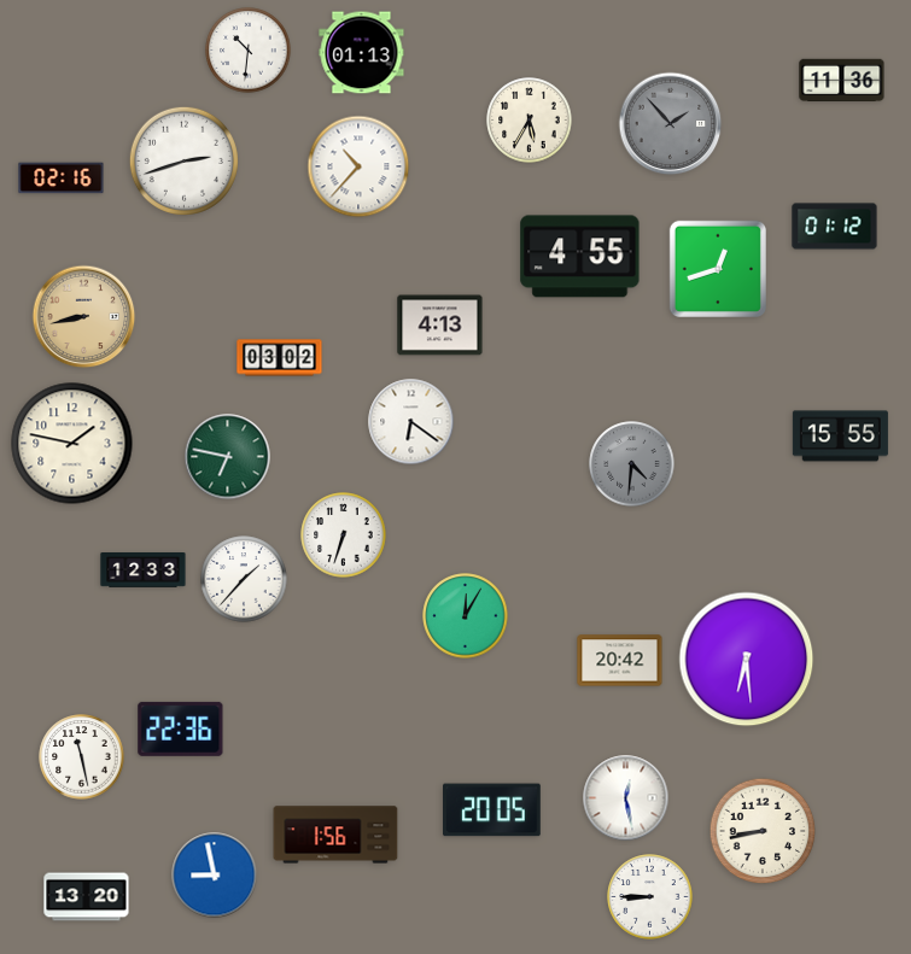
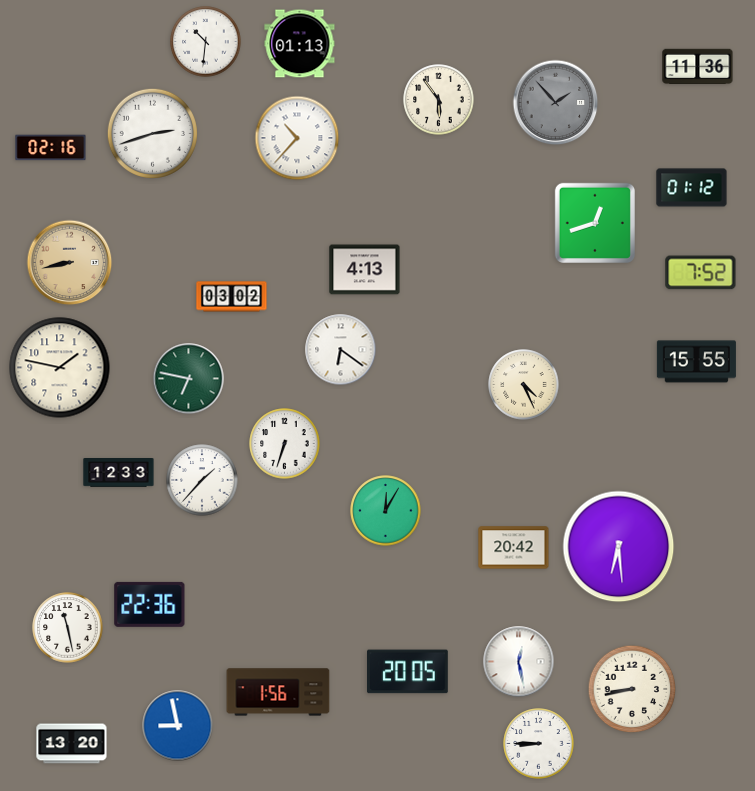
clock at (530, 121): 5:35 -> 5:54
clock at (580, 257): 4:55 -> none
clock at (701, 273): none -> 7:52
clock at (632, 464): 4:31 -> 4:26
clock at (632, 464) dial: grey -> cream
